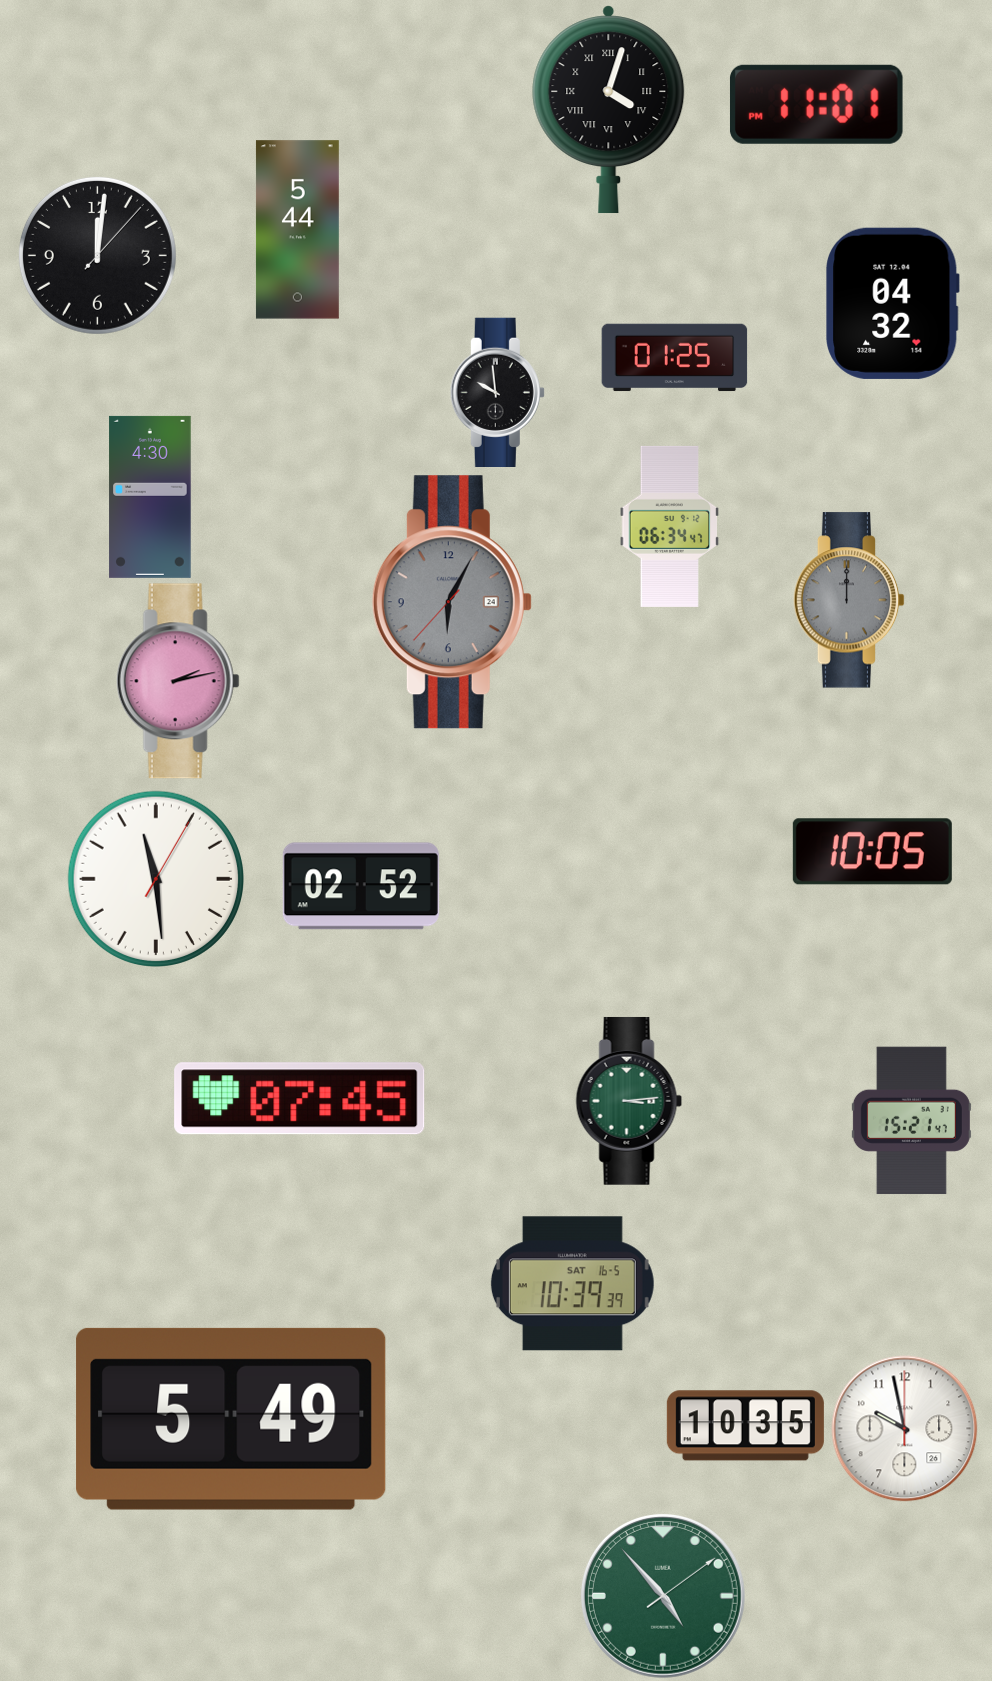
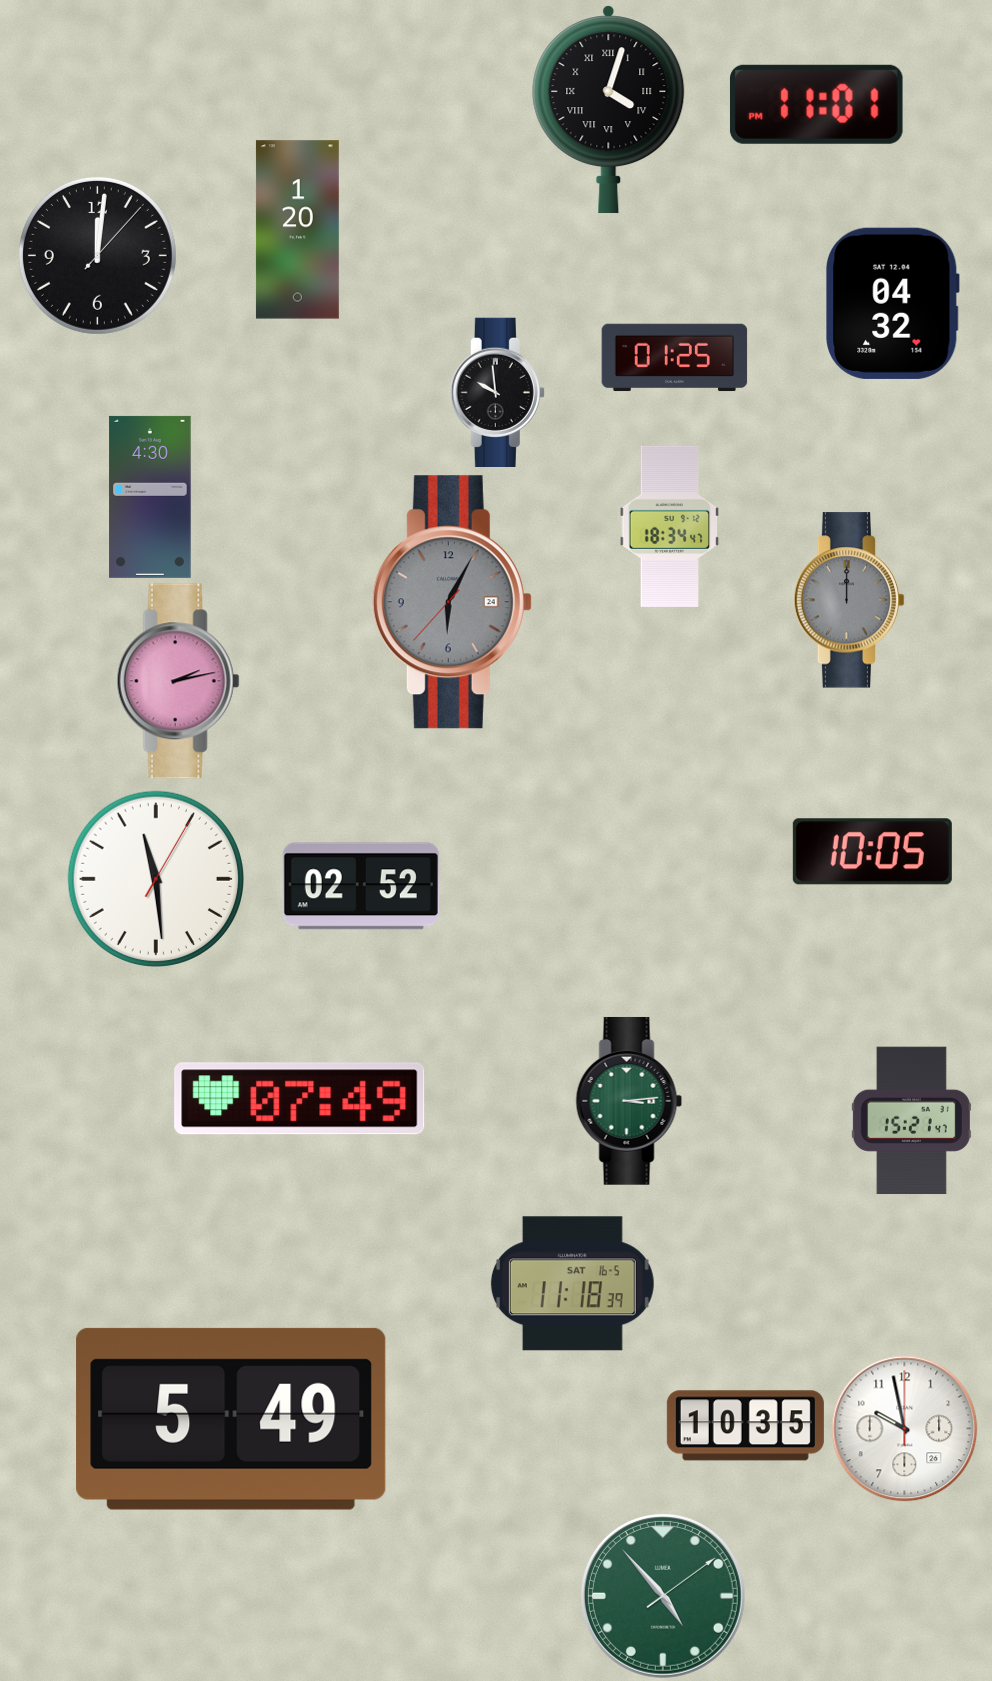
clock at (297, 230): 5:44 -> 1:20
clock at (670, 526): 06:34 -> 18:34
clock at (300, 1099): 07:45 -> 07:49
clock at (572, 1284): 10:39 -> 11:18
